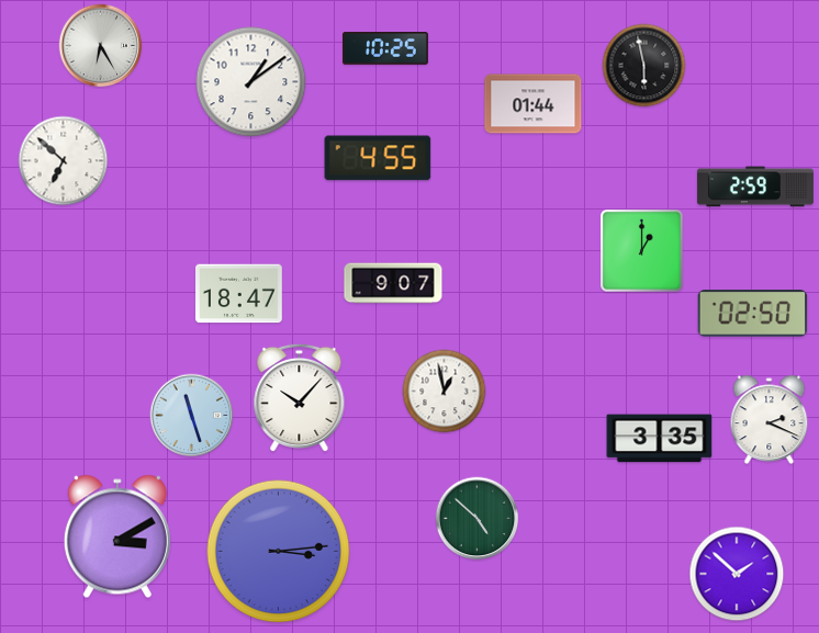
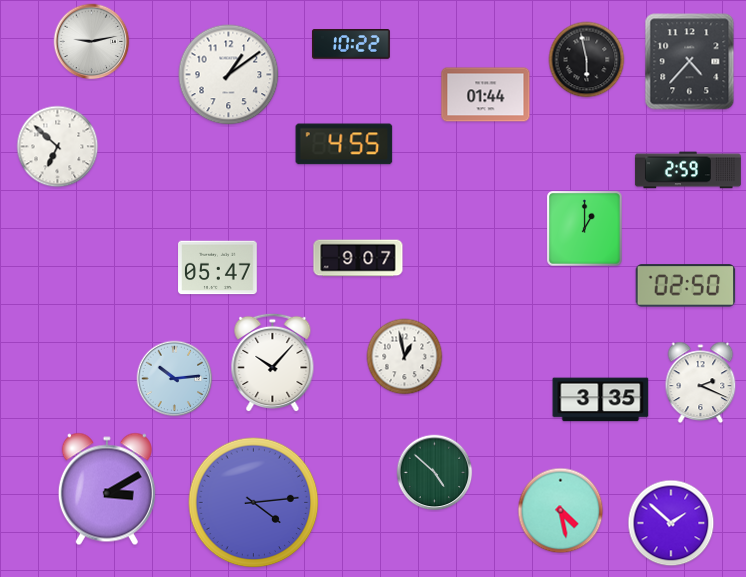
clock at (101, 46): 6:25 -> 9:13
clock at (386, 48): 10:25 -> 10:22
clock at (690, 62): none -> 4:37
clock at (239, 294): 18:47 -> 05:47
clock at (192, 416): 11:27 -> 10:14
clock at (279, 552): 3:14 -> 4:14
clock at (561, 511): none -> 4:28
